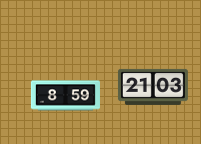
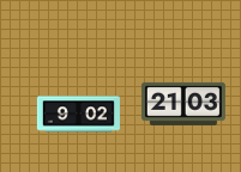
clock at (65, 96): 8:59 -> 9:02
